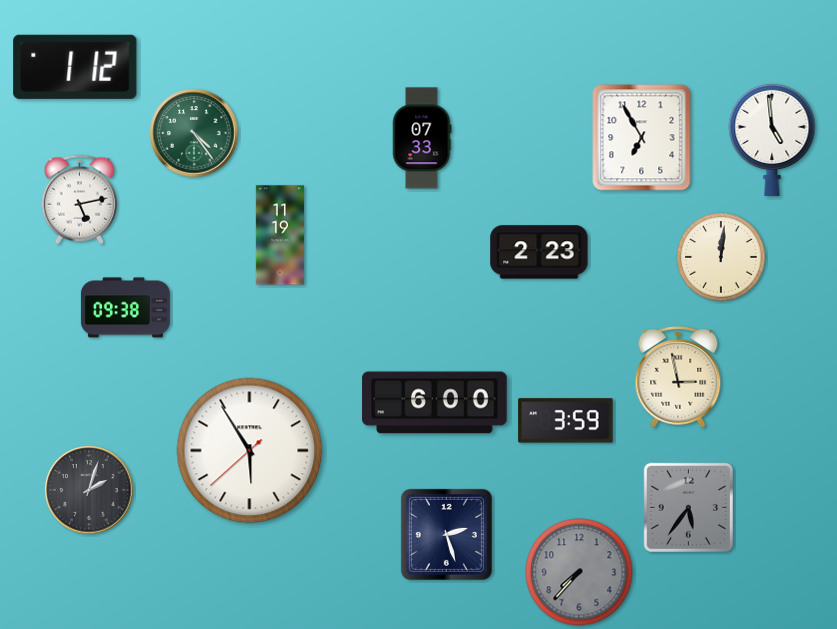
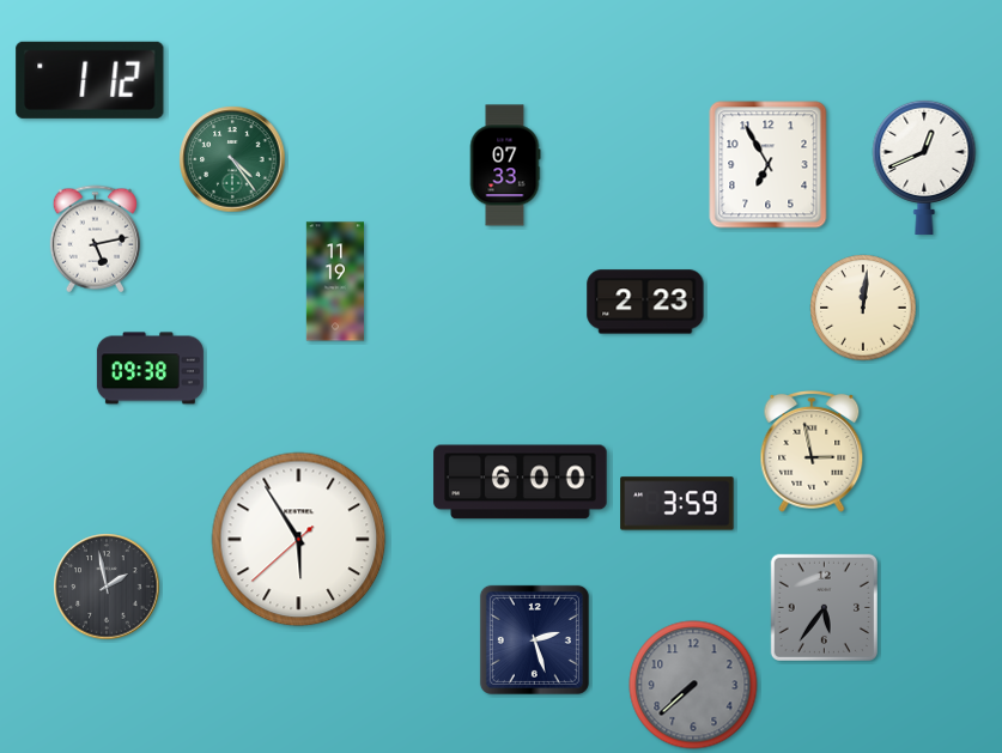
clock at (772, 139): 4:59 -> 12:41
clock at (89, 490): 2:03 -> 1:58
clock at (579, 572): 7:37 -> 7:38
